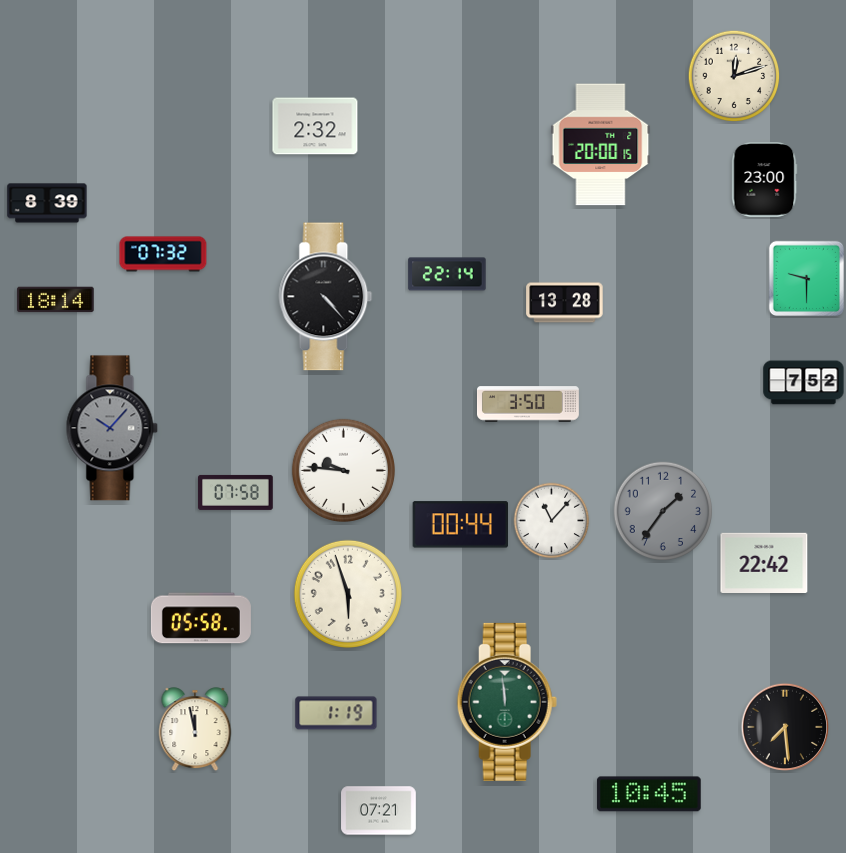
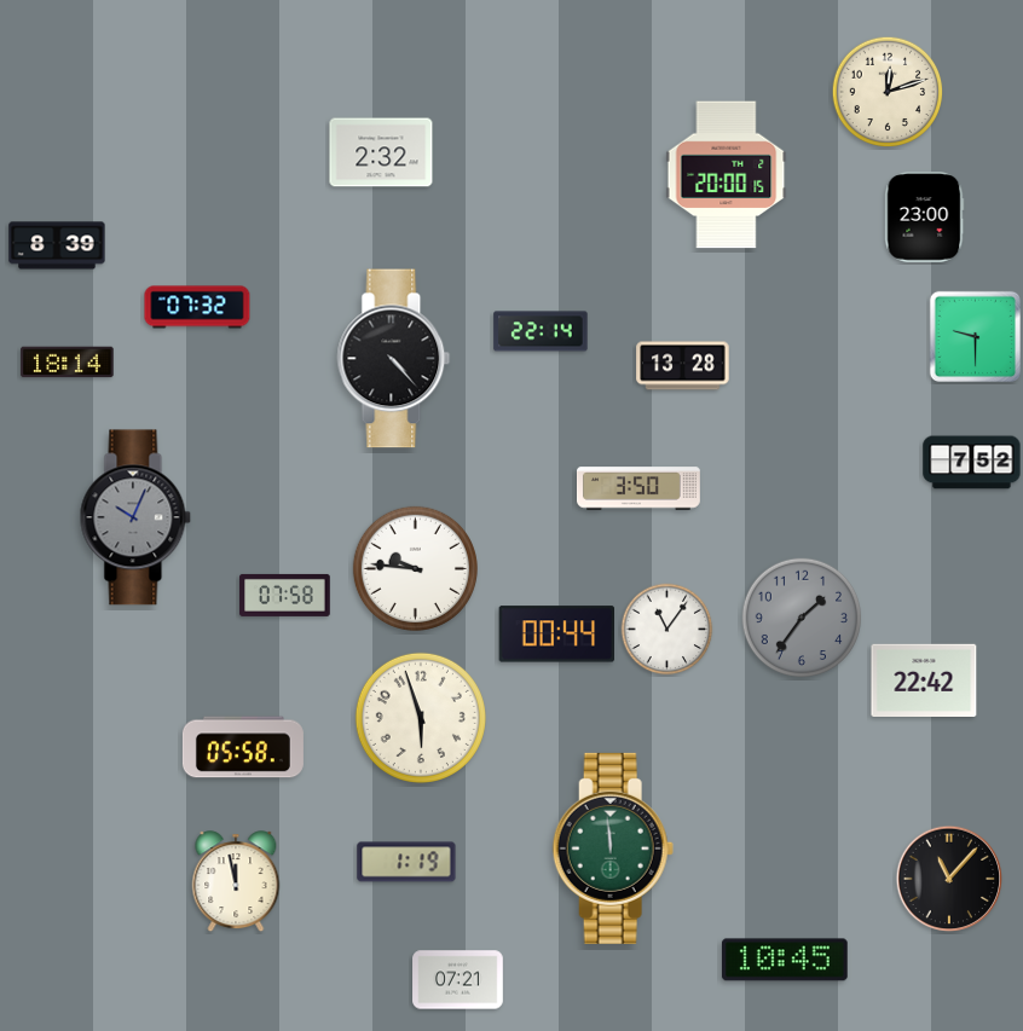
clock at (112, 428): 10:07 -> 10:04
clock at (552, 521): 11:07 -> 11:06
clock at (785, 727): 7:29 -> 11:07
